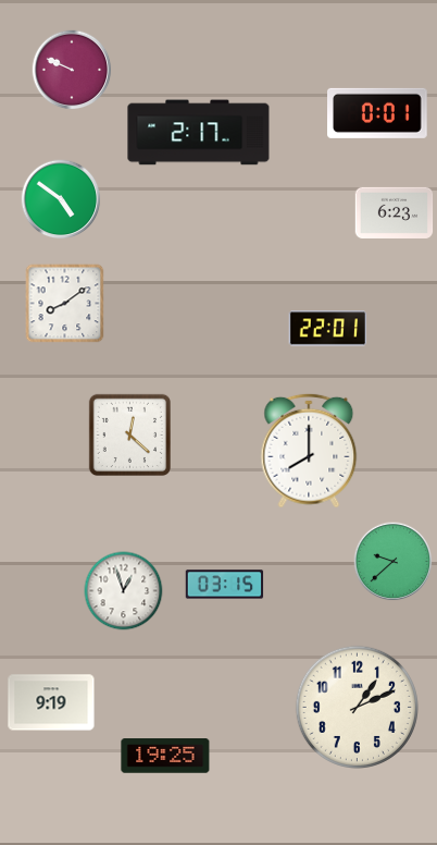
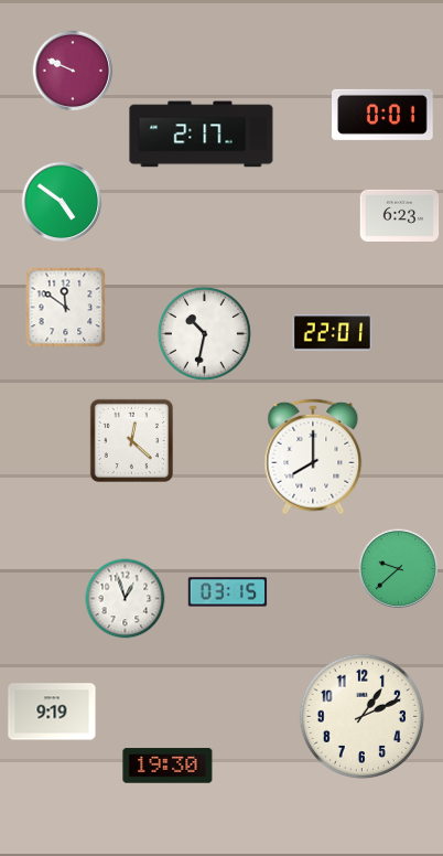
clock at (65, 304): 8:09 -> 11:51
clock at (204, 333): none -> 10:32
clock at (165, 756): 19:25 -> 19:30
